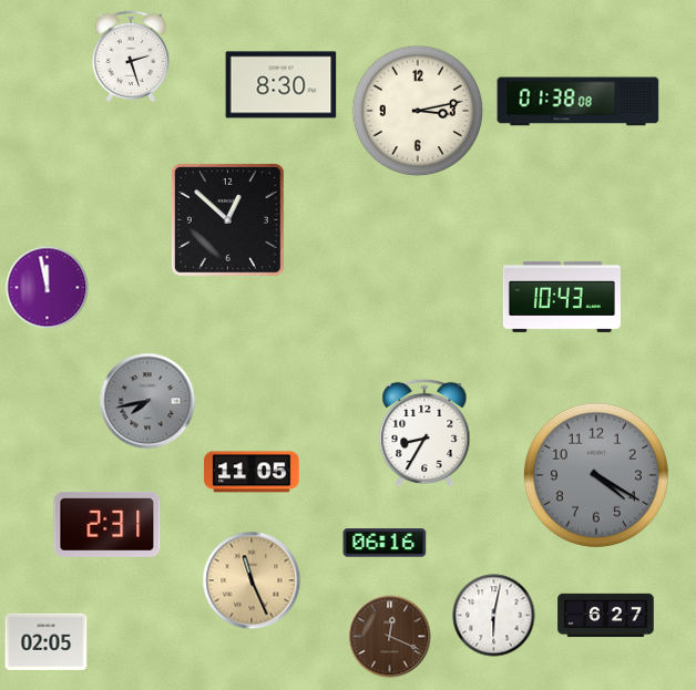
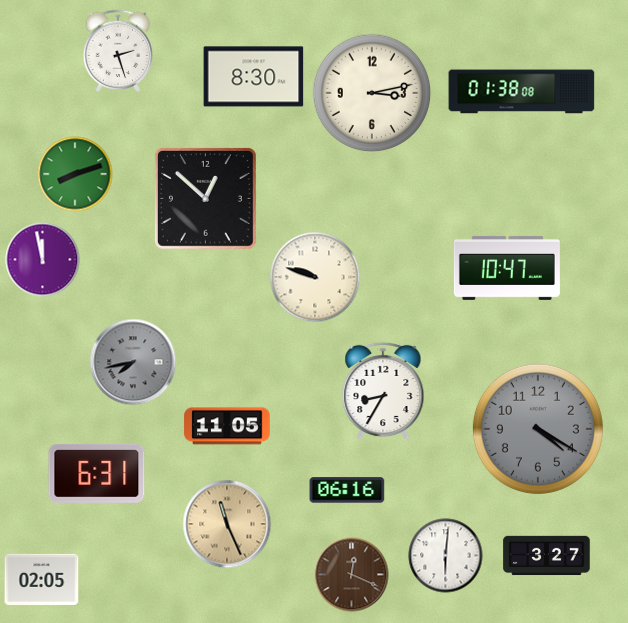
clock at (418, 111) position: (418, 111) -> (372, 93)
clock at (75, 174): none -> 8:12
clock at (562, 297): 10:43 -> 10:47
clock at (315, 277): none -> 9:48
clock at (108, 524): 2:31 -> 6:31
clock at (494, 616): 6:02 -> 6:01
clock at (606, 616): 6:27 -> 3:27
